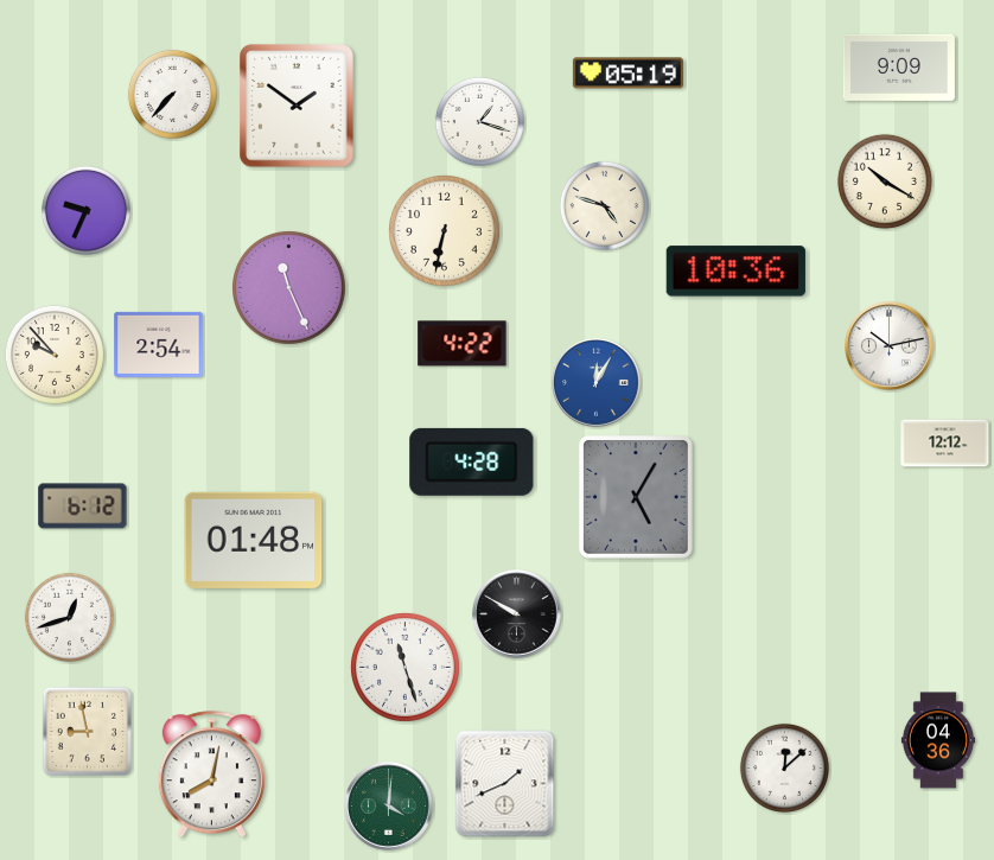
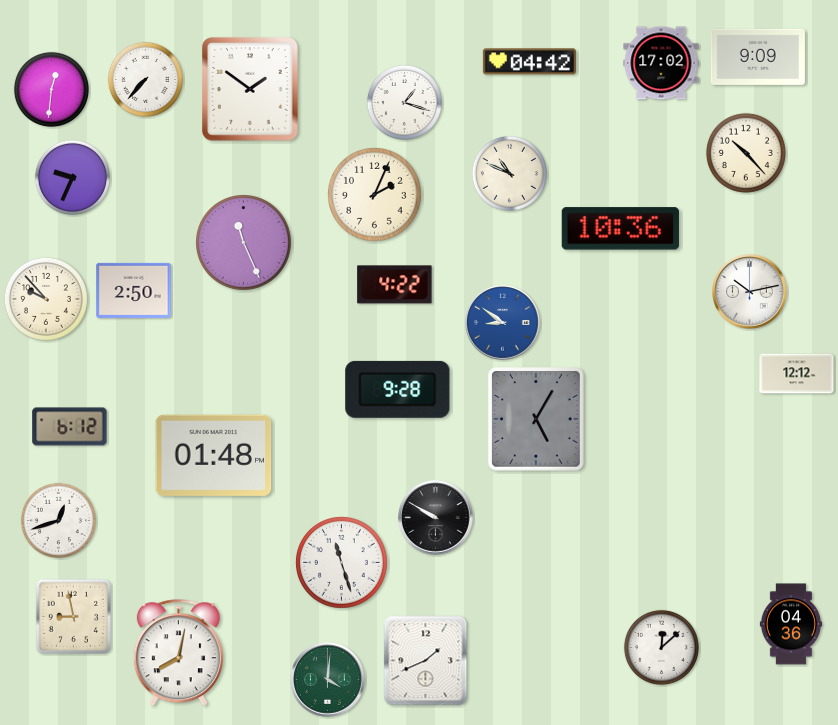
clock at (627, 74): 05:19 -> 04:42
clock at (661, 63): none -> 17:02
clock at (51, 89): none -> 12:31
clock at (885, 181): 10:20 -> 10:23
clock at (604, 205): 4:48 -> 10:49
clock at (445, 231): 6:32 -> 2:04
clock at (159, 344): 2:54 -> 2:50
clock at (463, 344) position: (463, 344) -> (395, 285)
clock at (597, 383): 12:05 -> 8:51
clock at (472, 461): 4:28 -> 9:28
